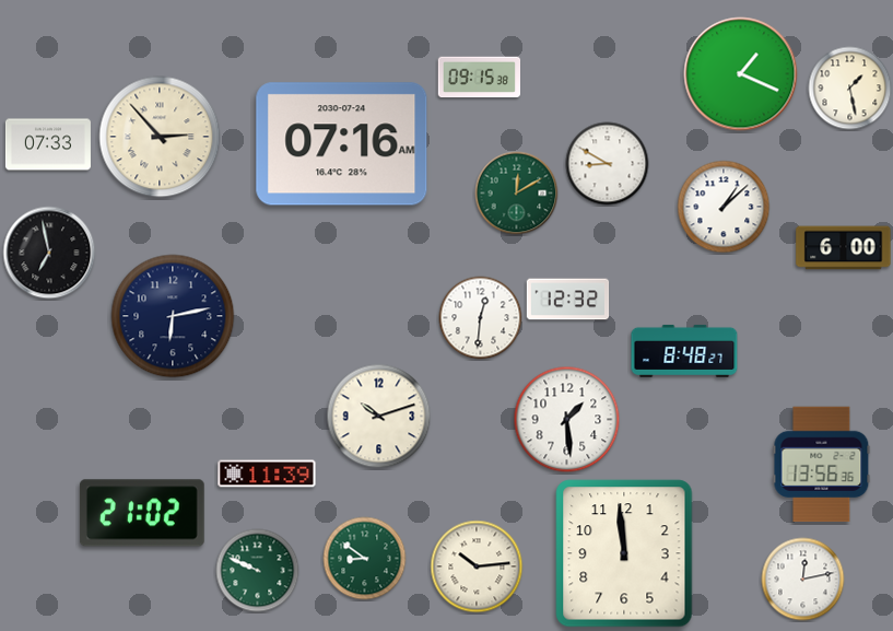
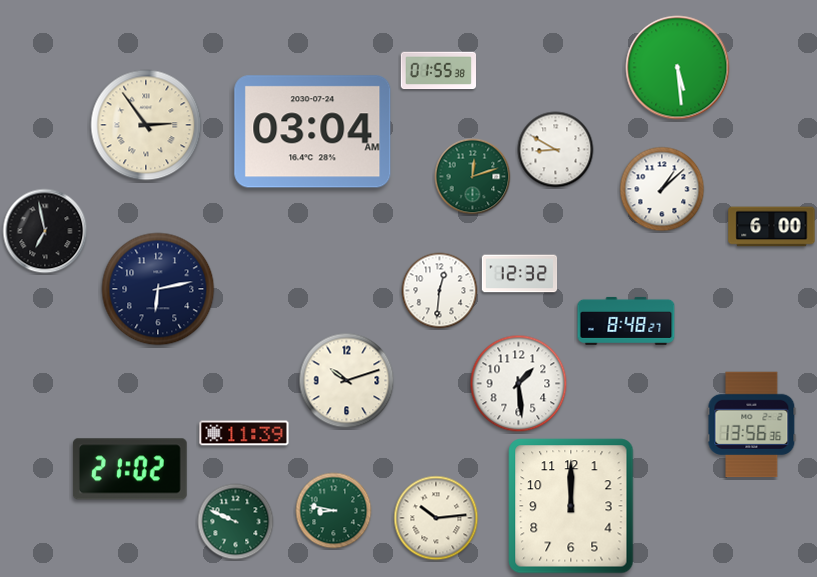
clock at (741, 74): 1:19 -> 5:29
clock at (479, 78): 09:15 -> 01:55
clock at (850, 89): 1:28 -> none
clock at (160, 137): 2:53 -> 2:54
clock at (48, 144): 07:33 -> none
clock at (342, 144): 07:16 -> 03:04
clock at (517, 194): 12:10 -> 12:12
clock at (624, 553): 11:59 -> 12:00
clock at (365, 559): 8:51 -> 8:47
clock at (803, 580): 12:13 -> none
